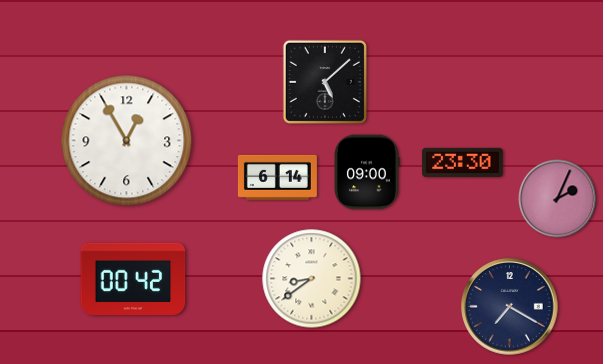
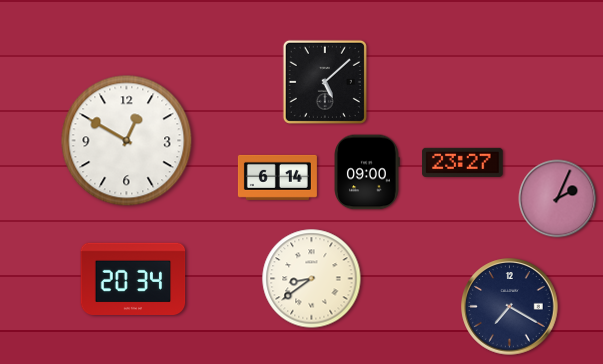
clock at (127, 141): 12:55 -> 12:50
clock at (463, 162): 23:30 -> 23:27
clock at (133, 278): 00:42 -> 20:34
